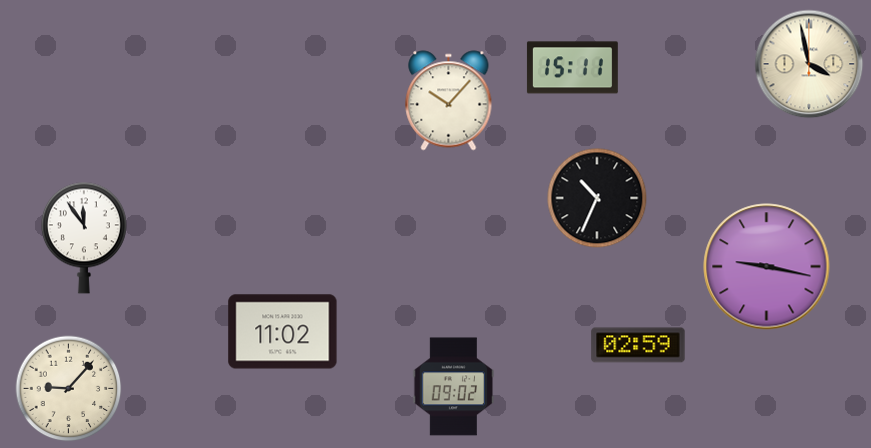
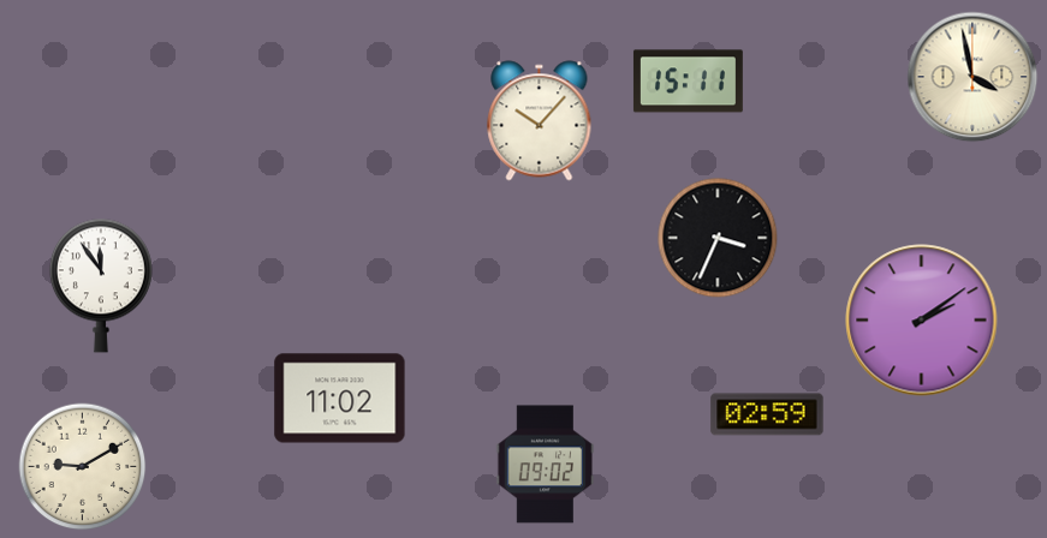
clock at (597, 198): 10:34 -> 3:34
clock at (767, 267): 9:17 -> 2:09
clock at (69, 389): 9:07 -> 9:10
